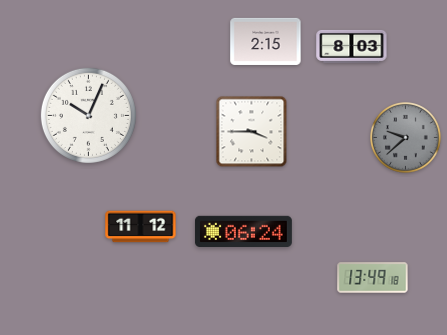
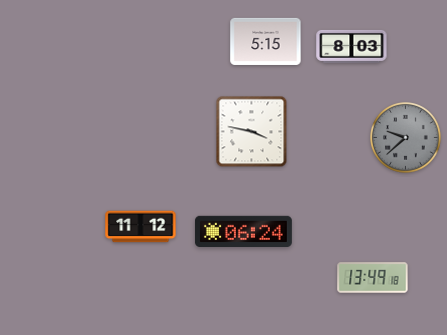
clock at (266, 41): 2:15 -> 5:15
clock at (88, 115): 10:04 -> none
clock at (252, 132): 3:45 -> 3:47
